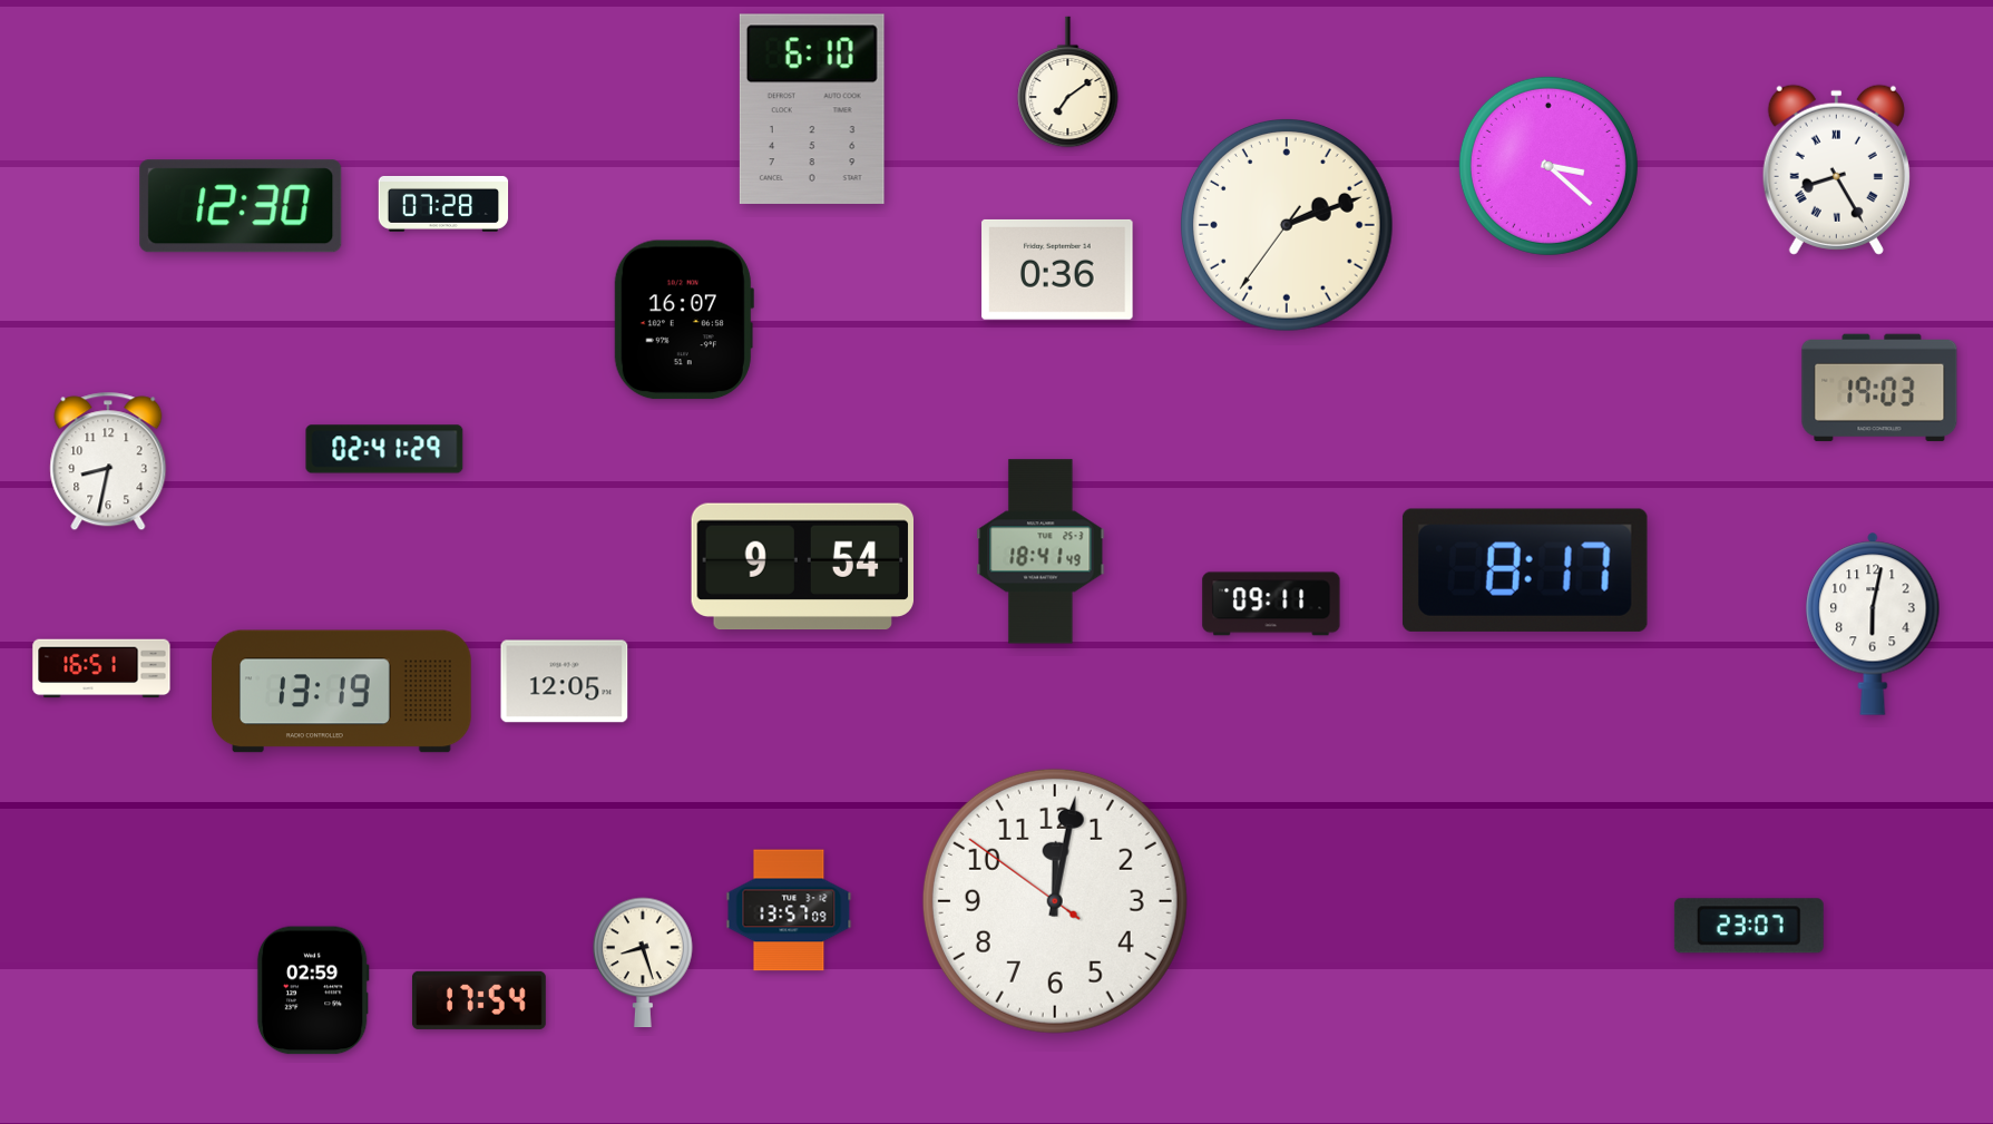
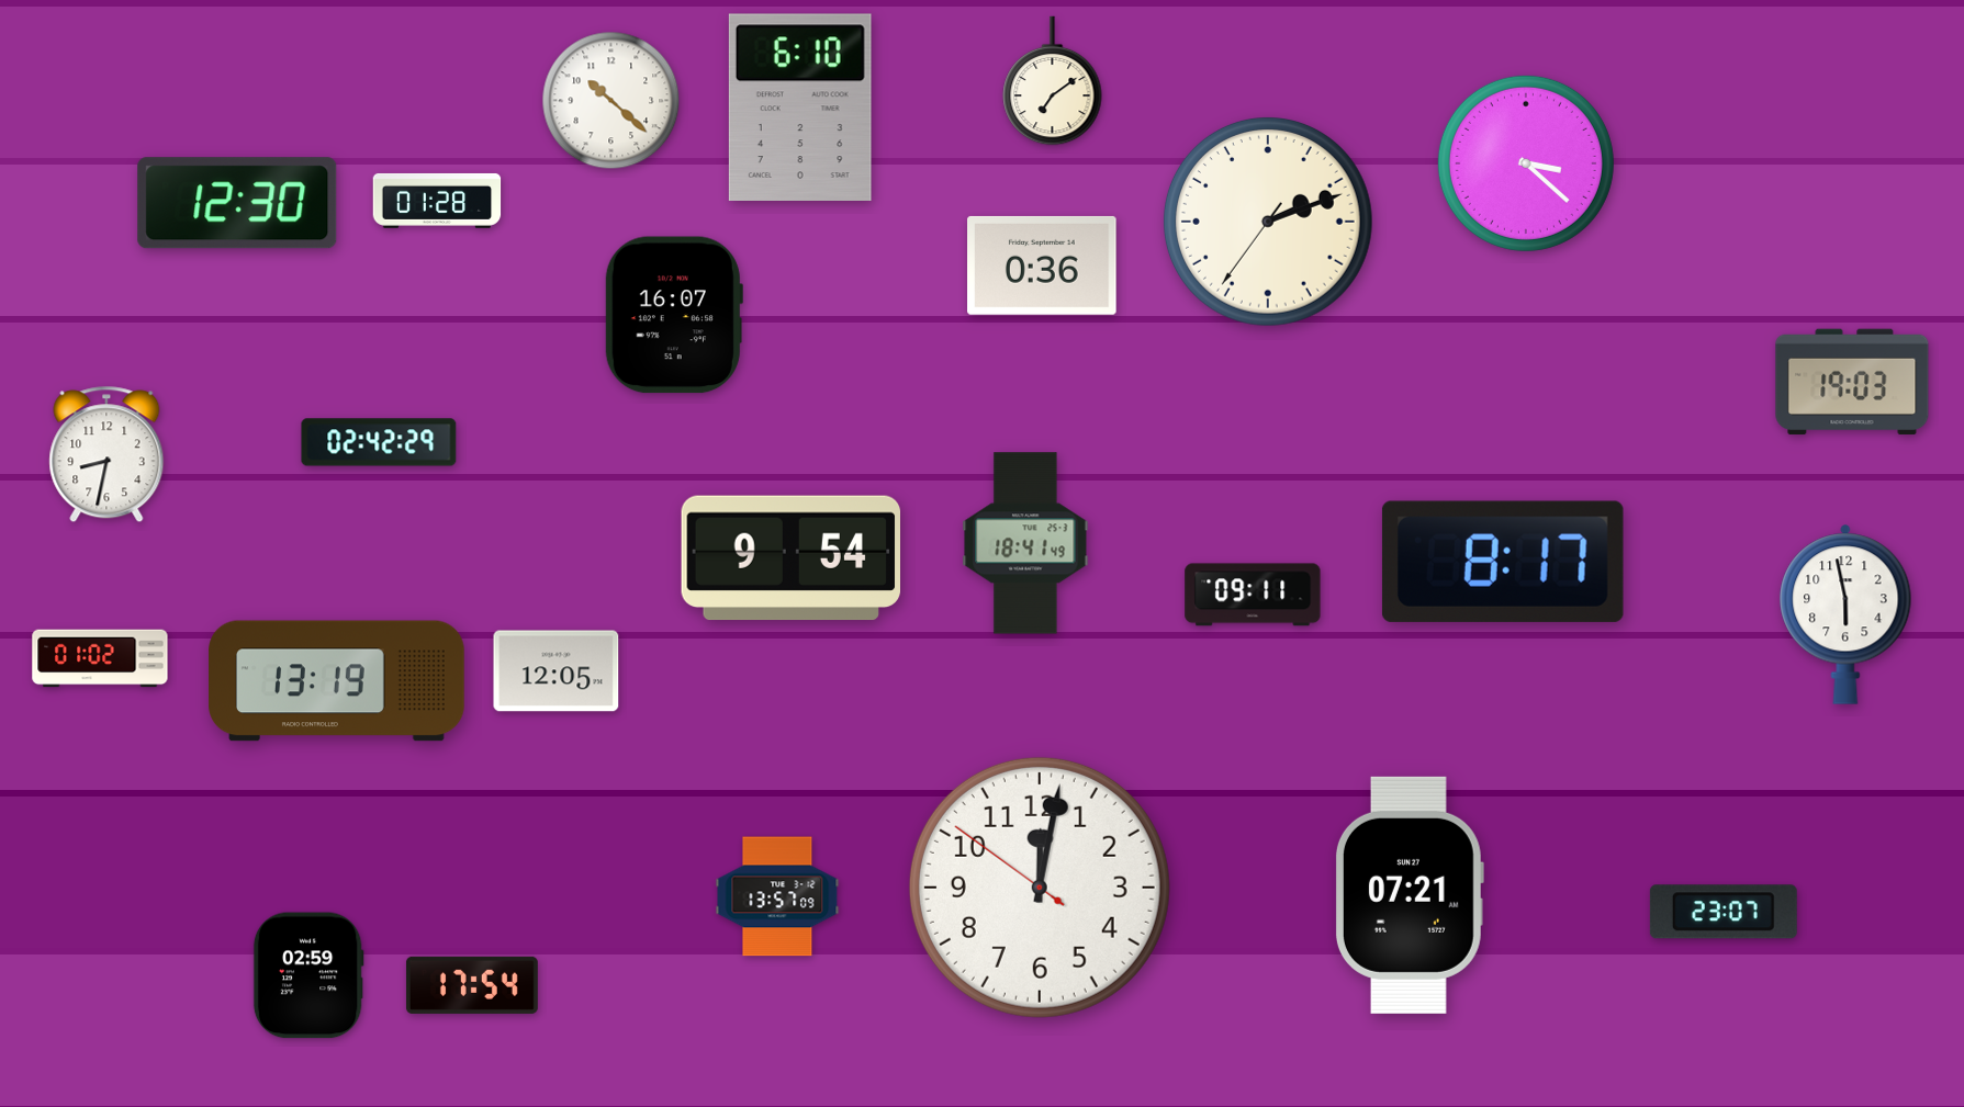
clock at (611, 101): none -> 10:22
clock at (1836, 169): 8:25 -> none
clock at (443, 204): 07:28 -> 01:28
clock at (384, 449): 02:41 -> 02:42
clock at (1873, 624): 6:02 -> 5:58
clock at (101, 668): 16:51 -> 01:02
clock at (1409, 895): none -> 07:21
clock at (643, 962): 8:27 -> none
